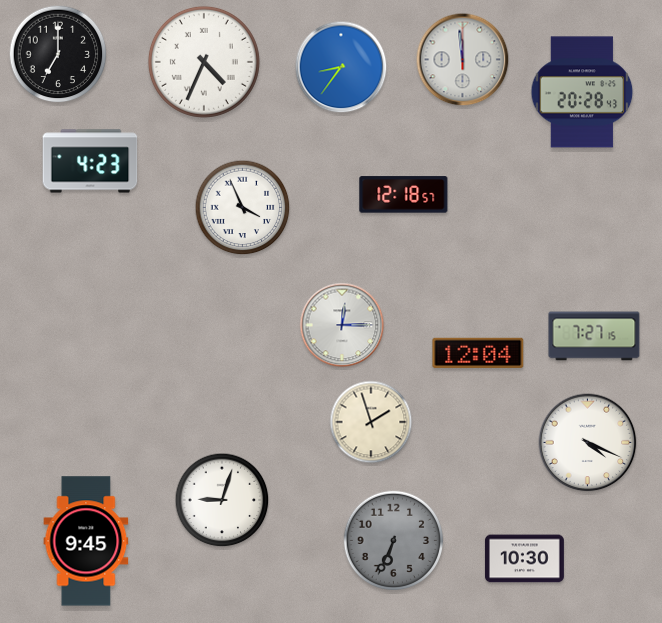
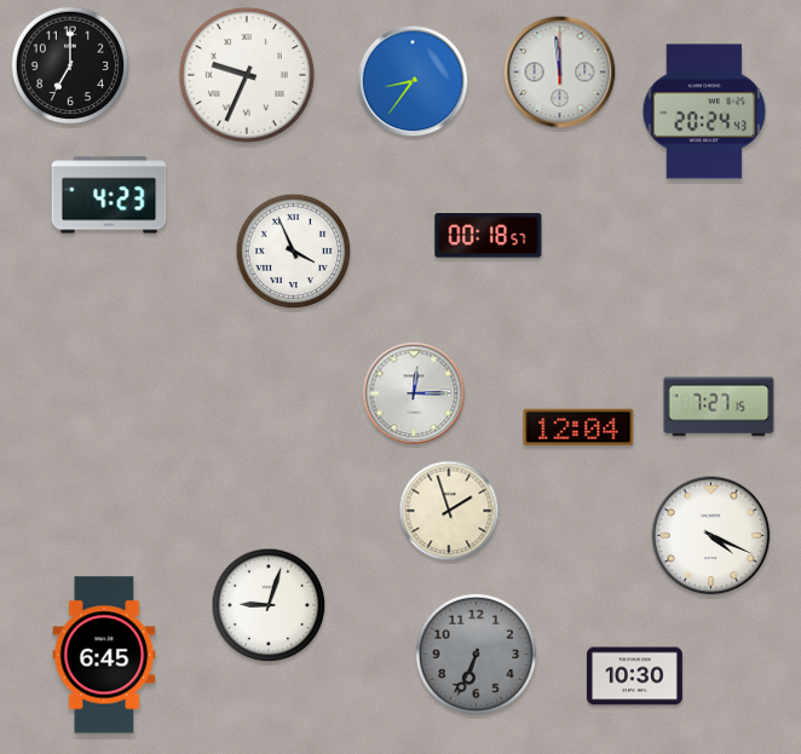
clock at (204, 62): 4:34 -> 9:34
clock at (582, 92): 20:28 -> 20:24
clock at (404, 195): 12:18 -> 00:18
clock at (86, 541): 9:45 -> 6:45
